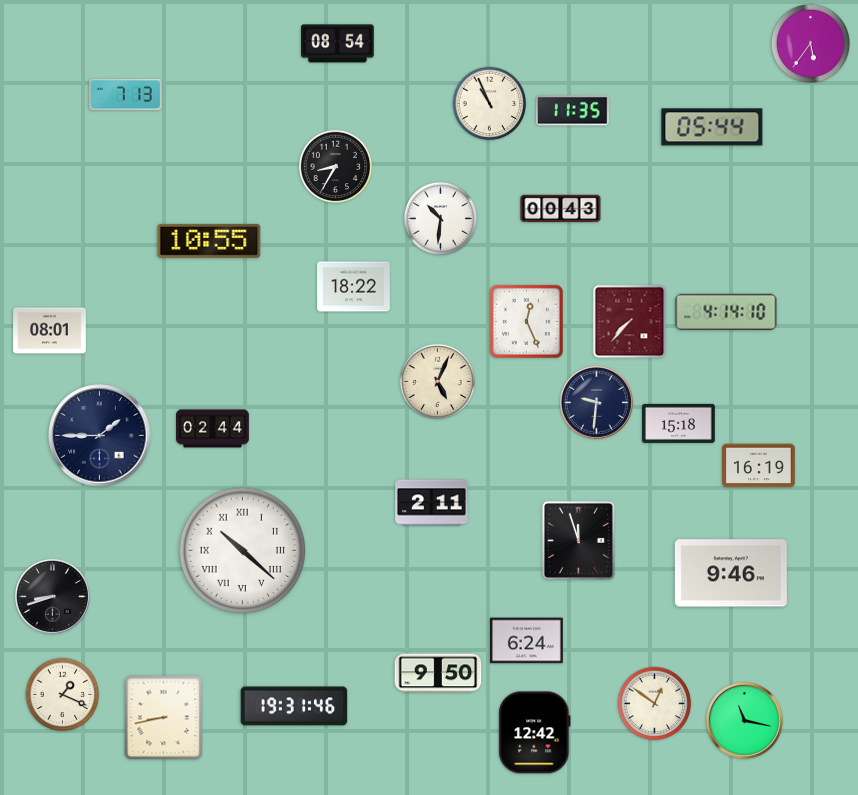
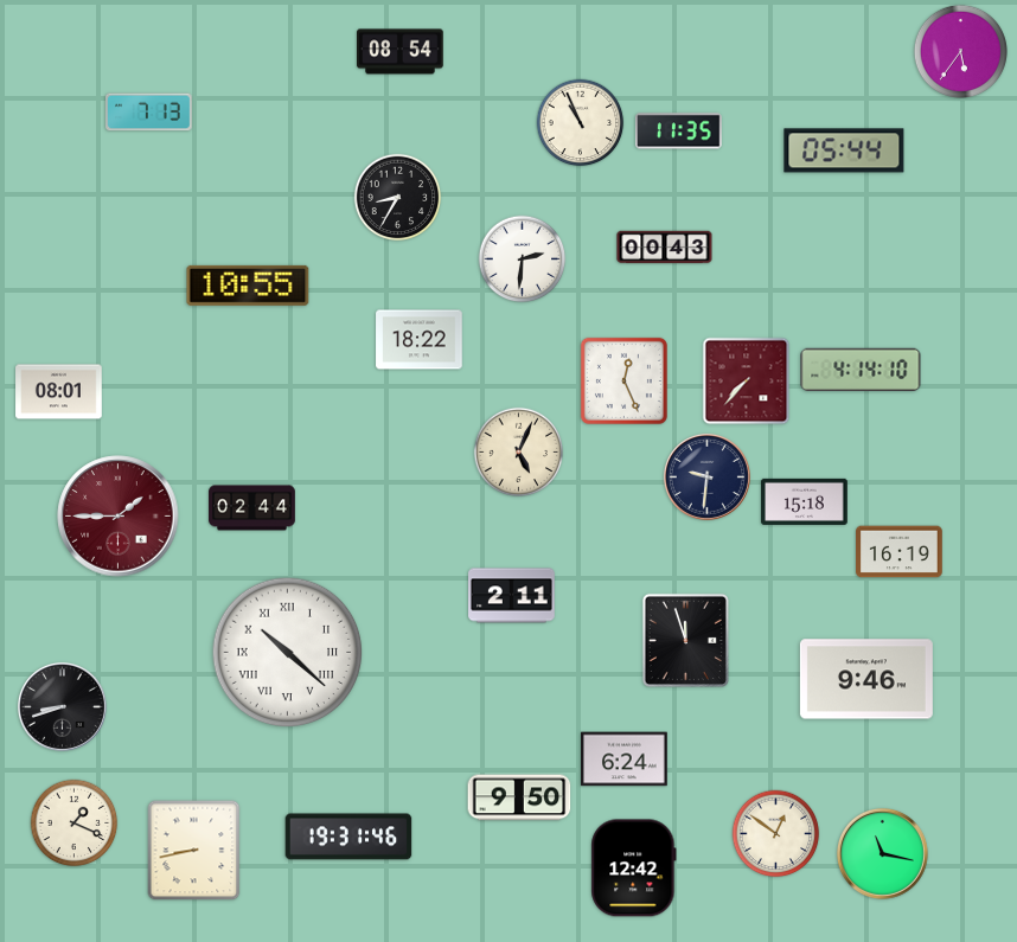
clock at (441, 219): 10:31 -> 2:31
clock at (100, 436) dial: navy -> burgundy
